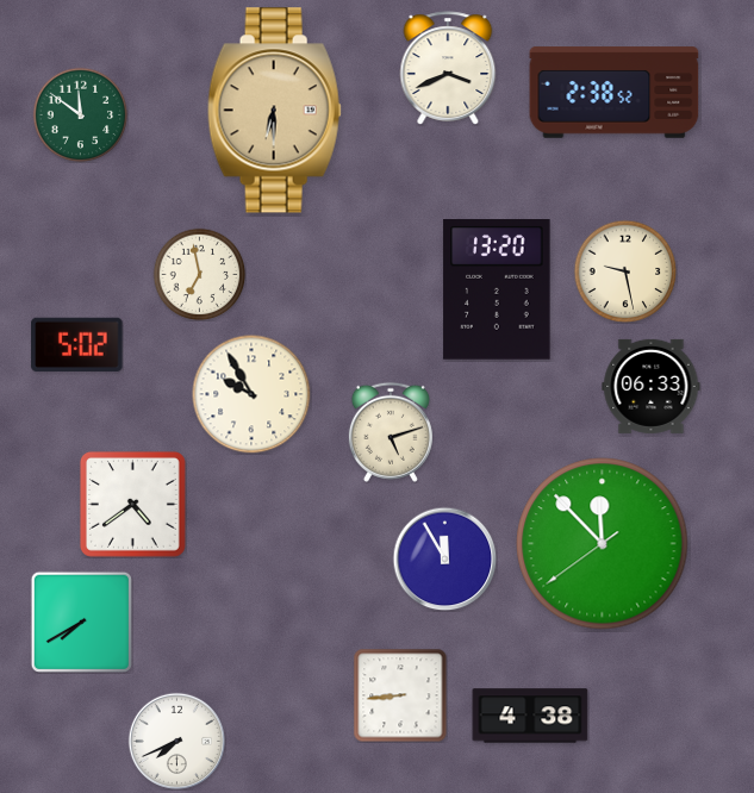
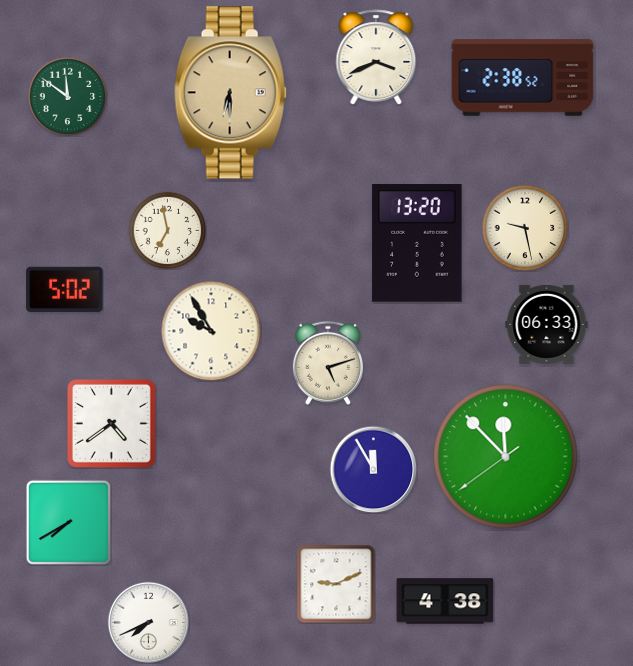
clock at (615, 93) position: (615, 93) -> (523, 78)
clock at (400, 695): 8:44 -> 9:11
